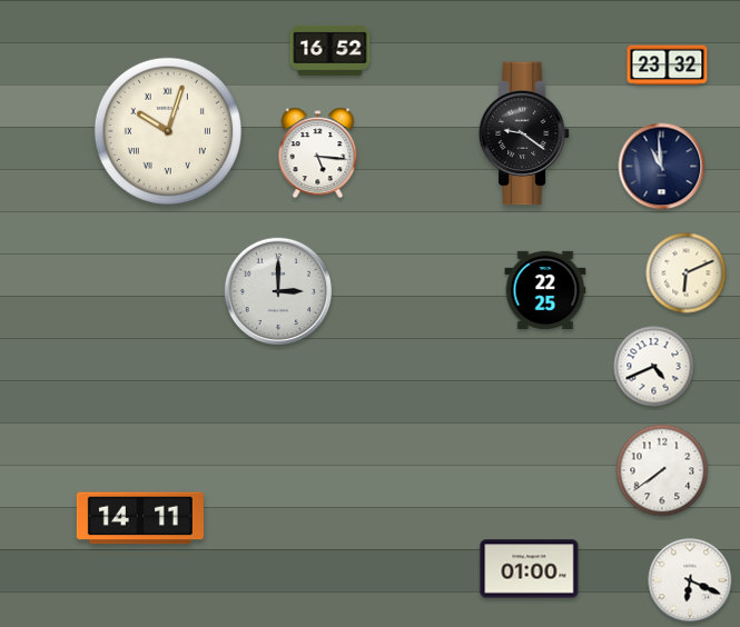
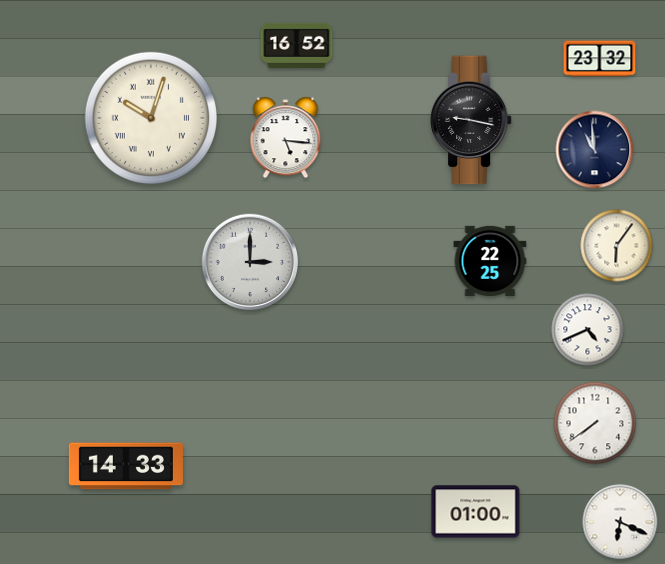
clock at (524, 133): 9:21 -> 9:17
clock at (687, 273): 6:11 -> 6:06
clock at (140, 518): 14:11 -> 14:33
